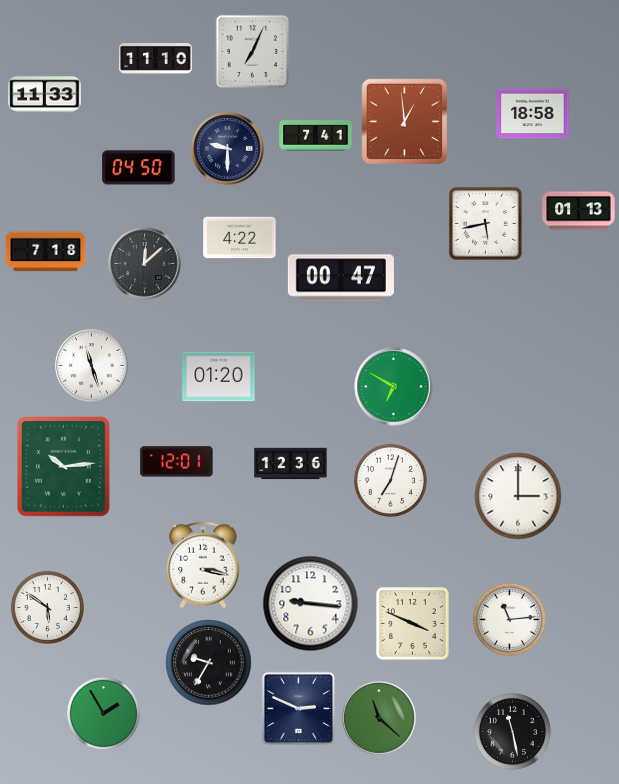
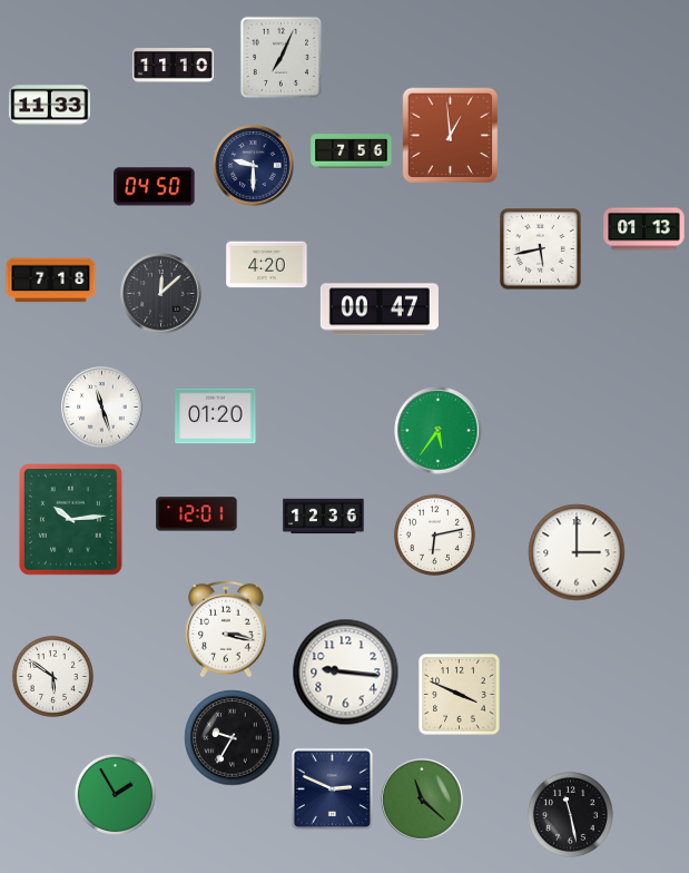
clock at (533, 114): 18:58 -> none
clock at (316, 136): 7:41 -> 7:56
clock at (579, 211) position: (579, 211) -> (644, 229)
clock at (240, 238): 4:22 -> 4:20
clock at (219, 377) position: (219, 377) -> (216, 416)
clock at (394, 387): 6:50 -> 5:36
clock at (390, 480): 7:03 -> 6:13
clock at (509, 619): 11:14 -> none
